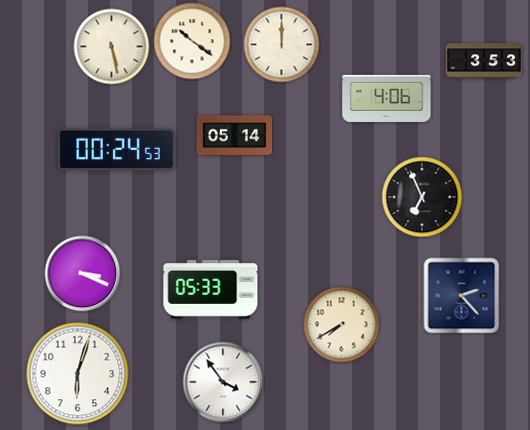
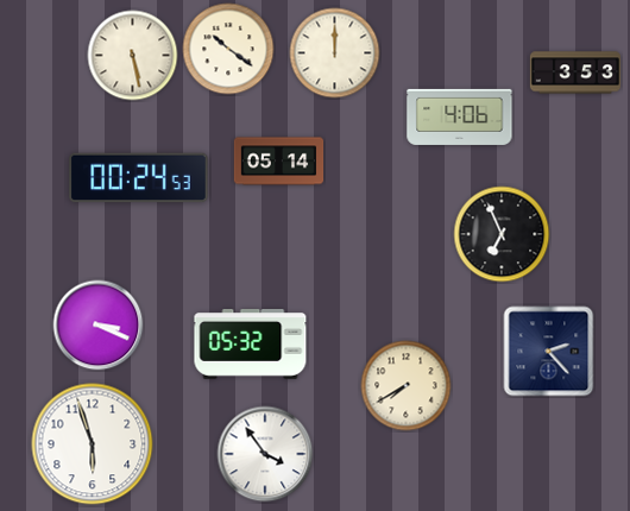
clock at (211, 290): 05:33 -> 05:32
clock at (78, 374): 6:03 -> 5:57
